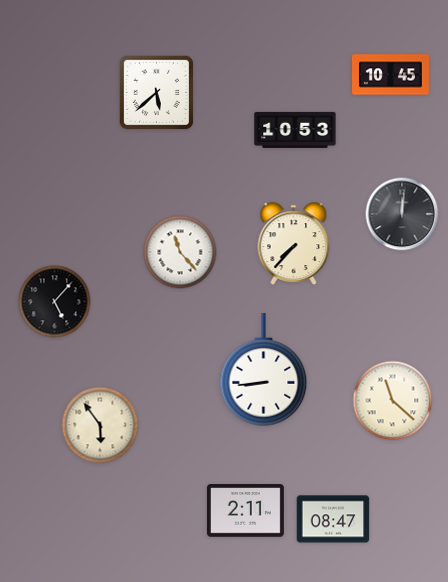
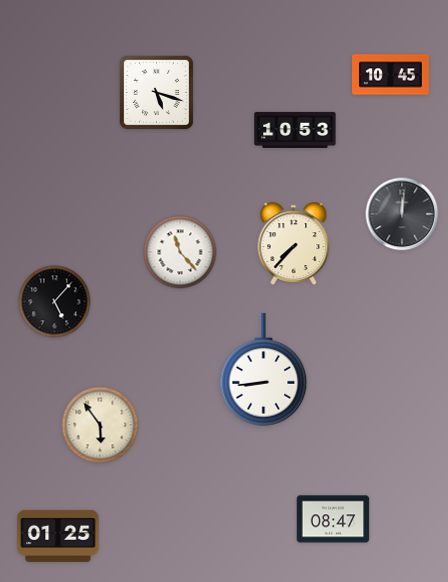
clock at (156, 92): 5:38 -> 5:18
clock at (393, 401): 11:22 -> none
clock at (245, 511): 2:11 -> none
clock at (58, 536): none -> 01:25
